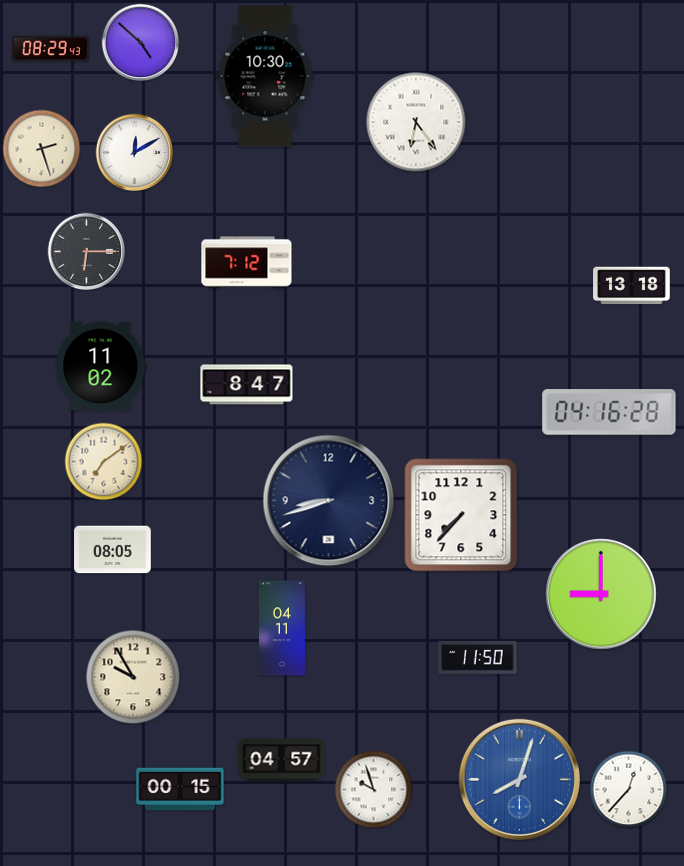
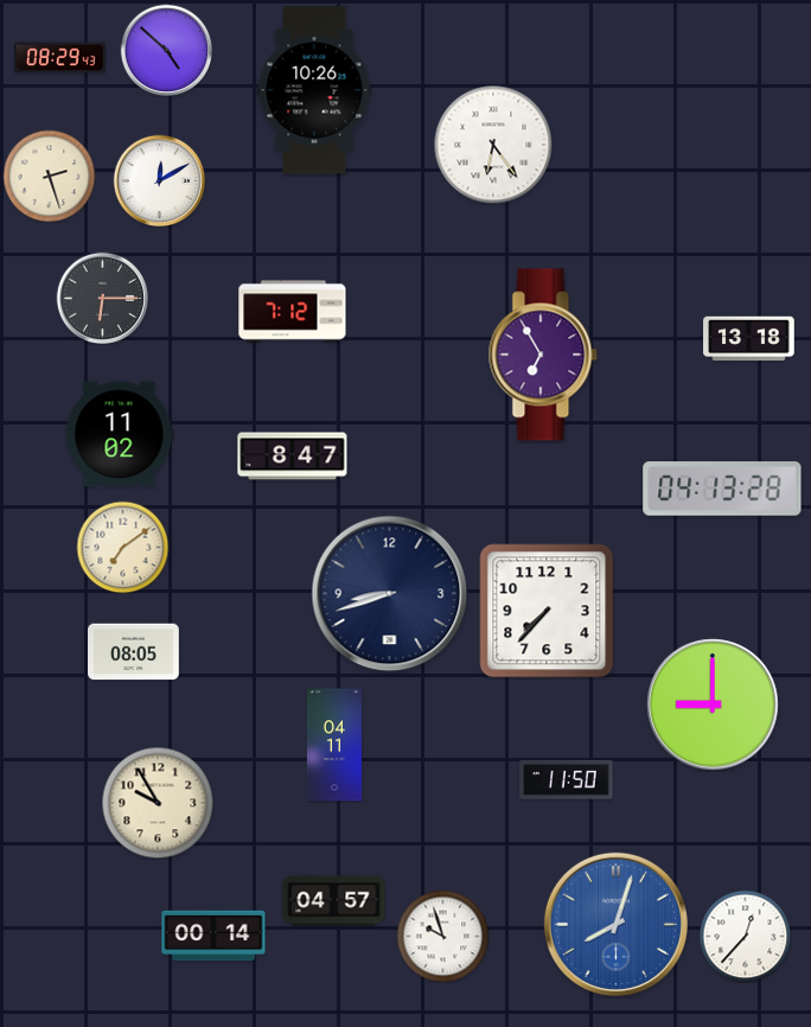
clock at (265, 76): 10:30 -> 10:26
clock at (543, 355): none -> 6:55
clock at (609, 412): 04:16 -> 04:13
clock at (180, 789): 00:15 -> 00:14
